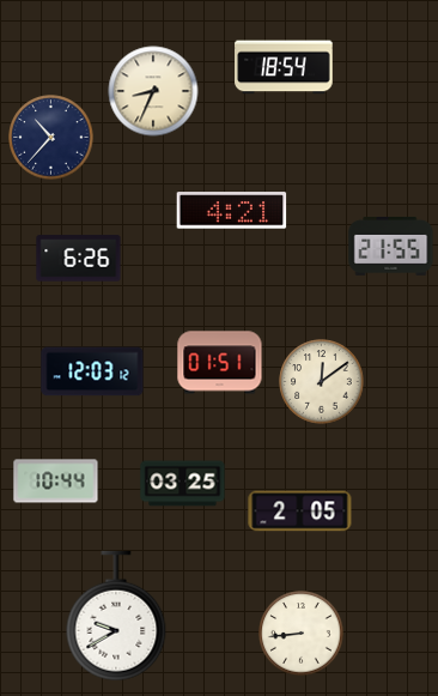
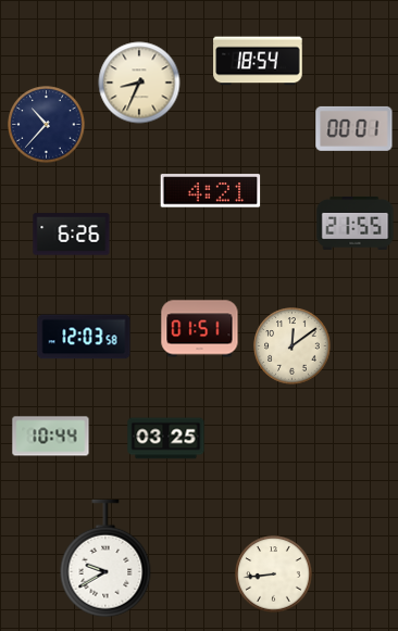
clock at (355, 128): none -> 00:01
clock at (92, 371): 12:03:12 -> 12:03:58
clock at (300, 512): 2:05 -> none
